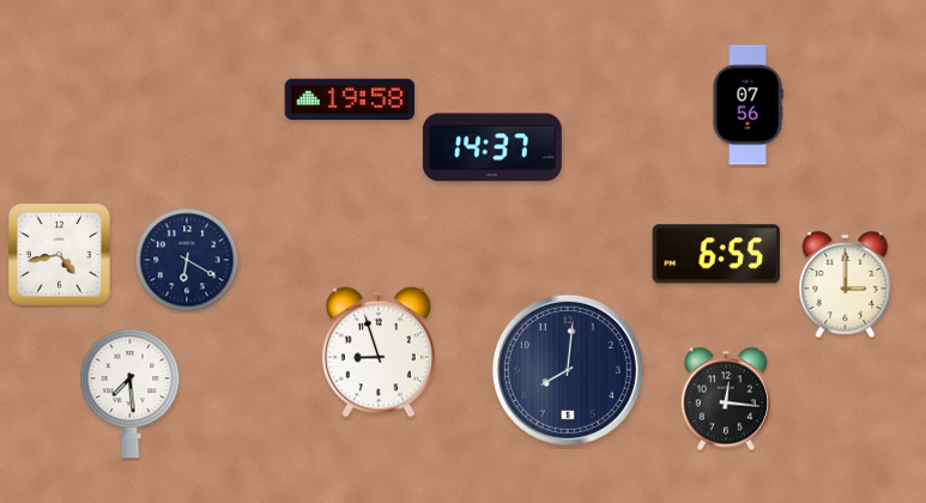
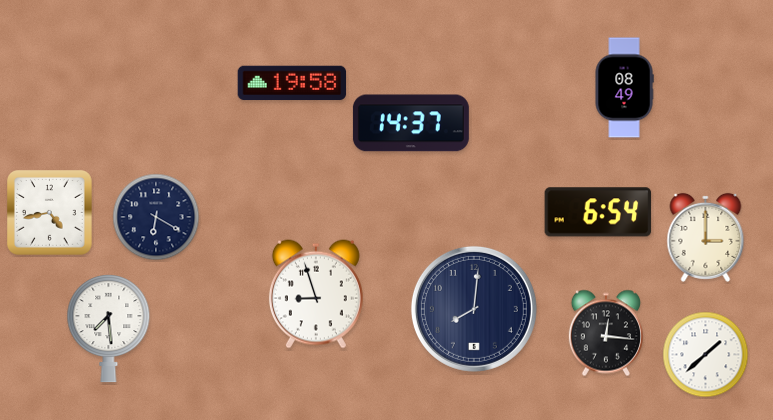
clock at (748, 105): 07:56 -> 08:49
clock at (716, 254): 6:55 -> 6:54
clock at (706, 355): none -> 1:38
